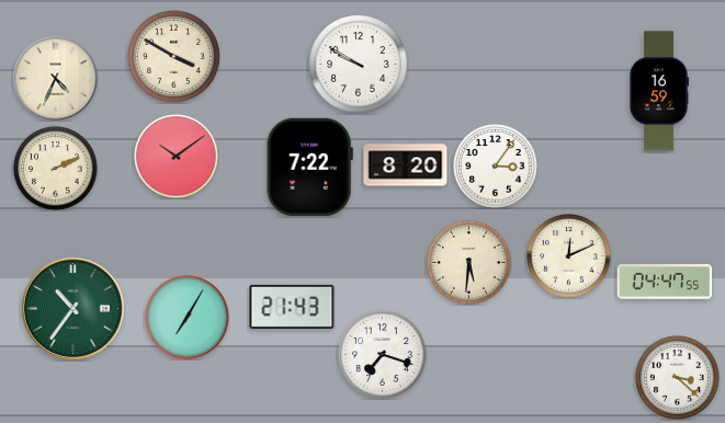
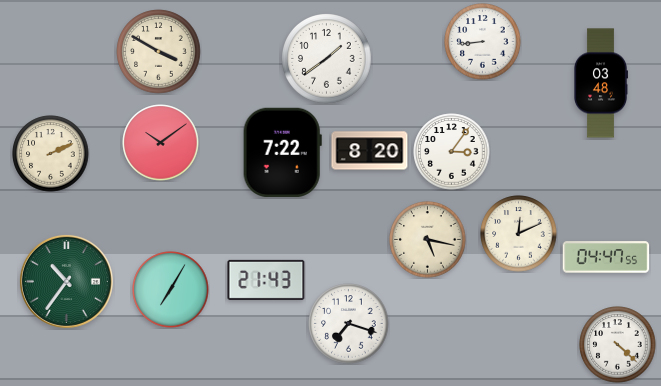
clock at (483, 42): none -> 8:44
clock at (359, 65): 9:50 -> 1:39
clock at (56, 79): 4:34 -> none
clock at (659, 91): 16:59 -> 03:48
clock at (469, 263): 5:31 -> 5:17
clock at (678, 378): 3:22 -> 4:22
